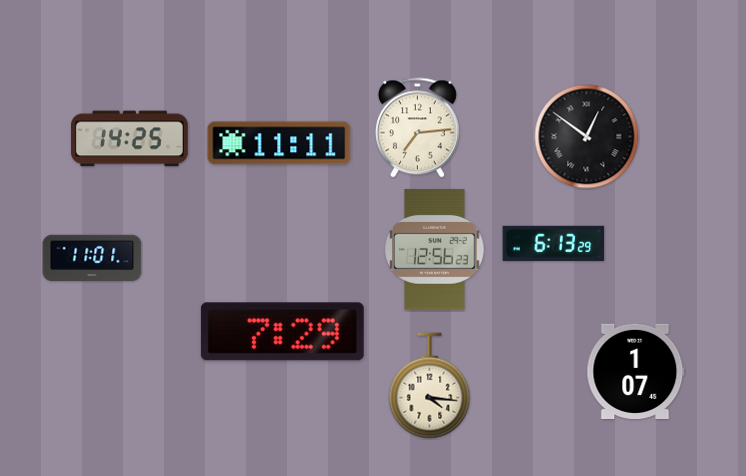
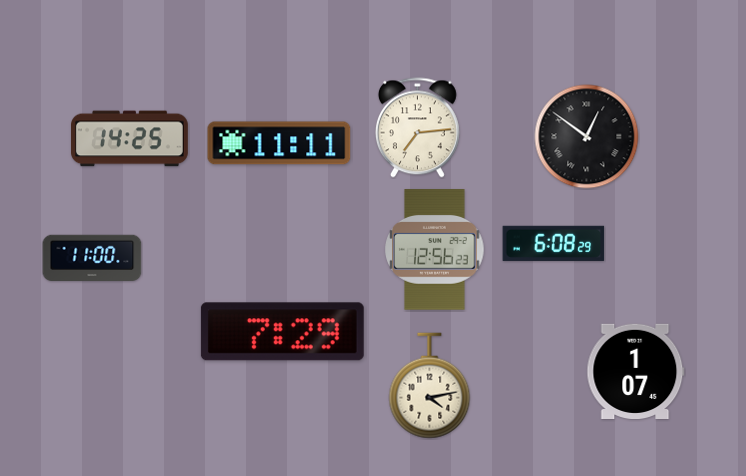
clock at (554, 243): 6:13 -> 6:08
clock at (92, 257): 11:01 -> 11:00
clock at (430, 386): 4:16 -> 4:13
